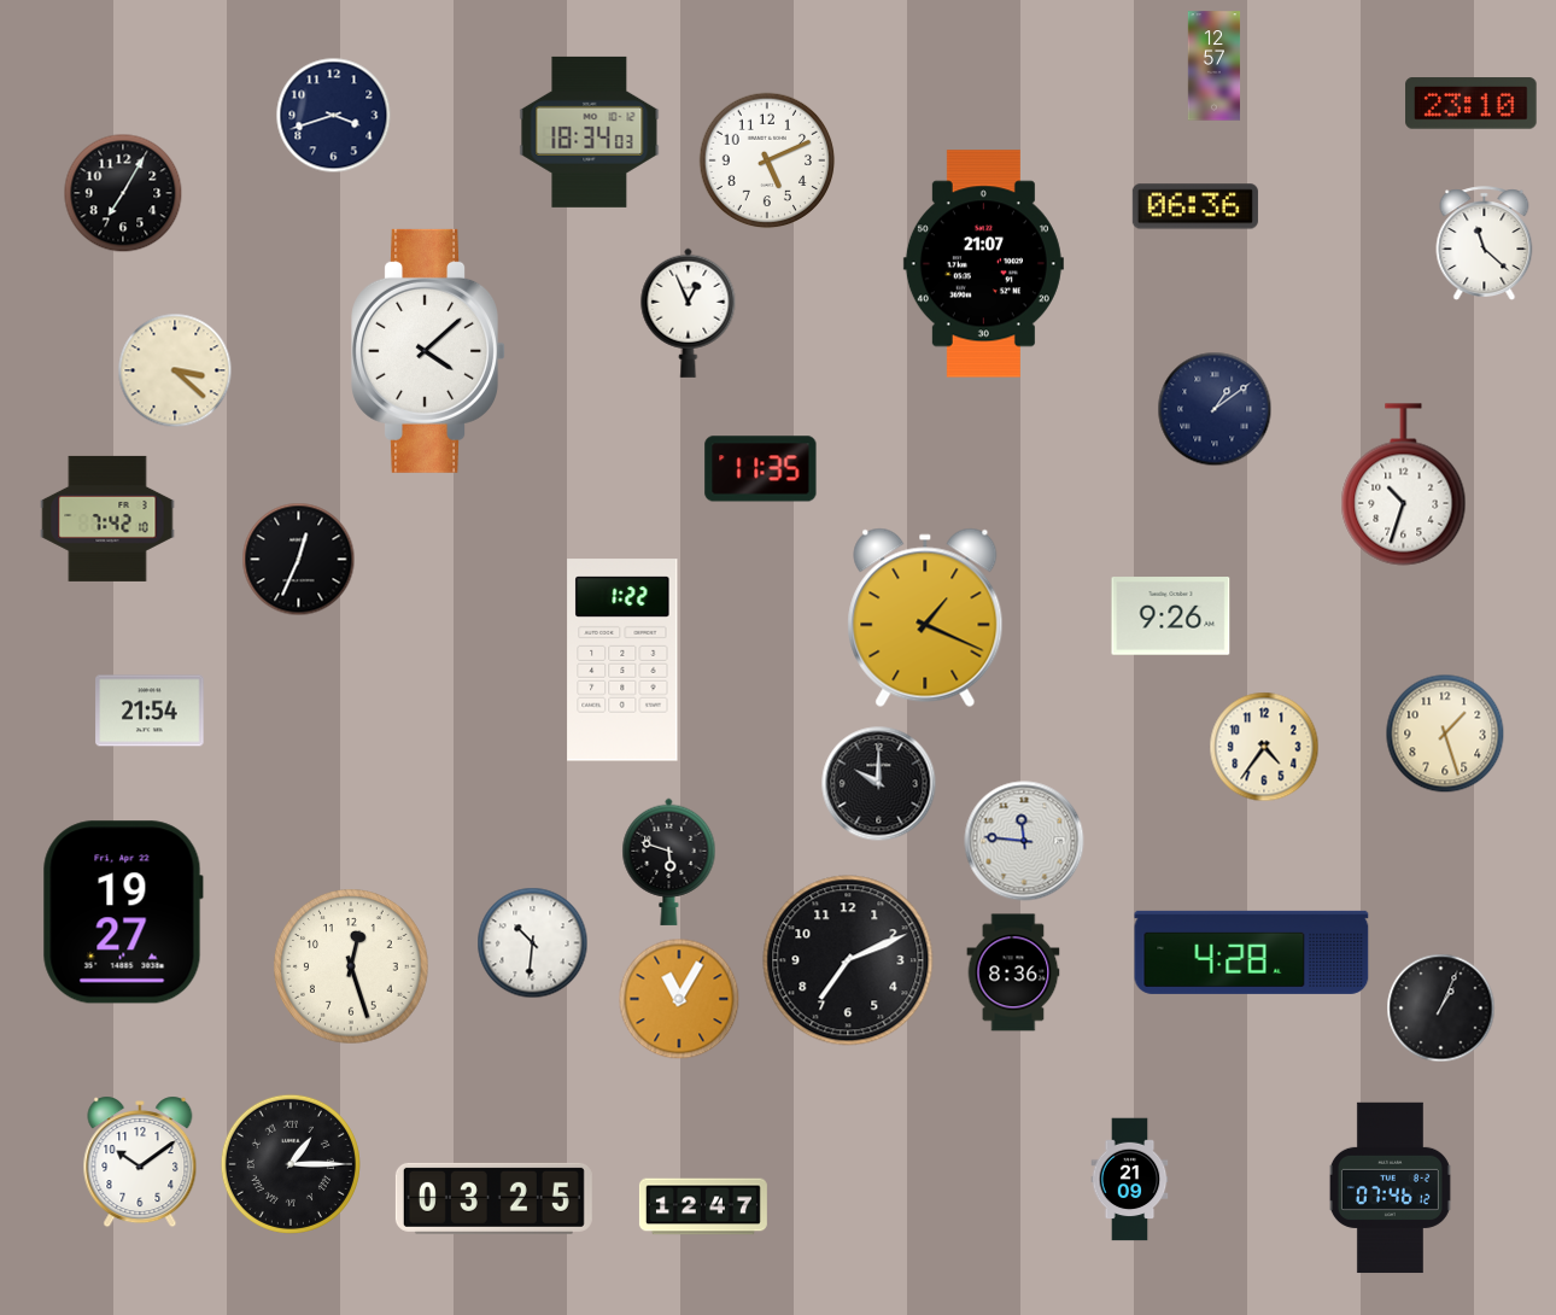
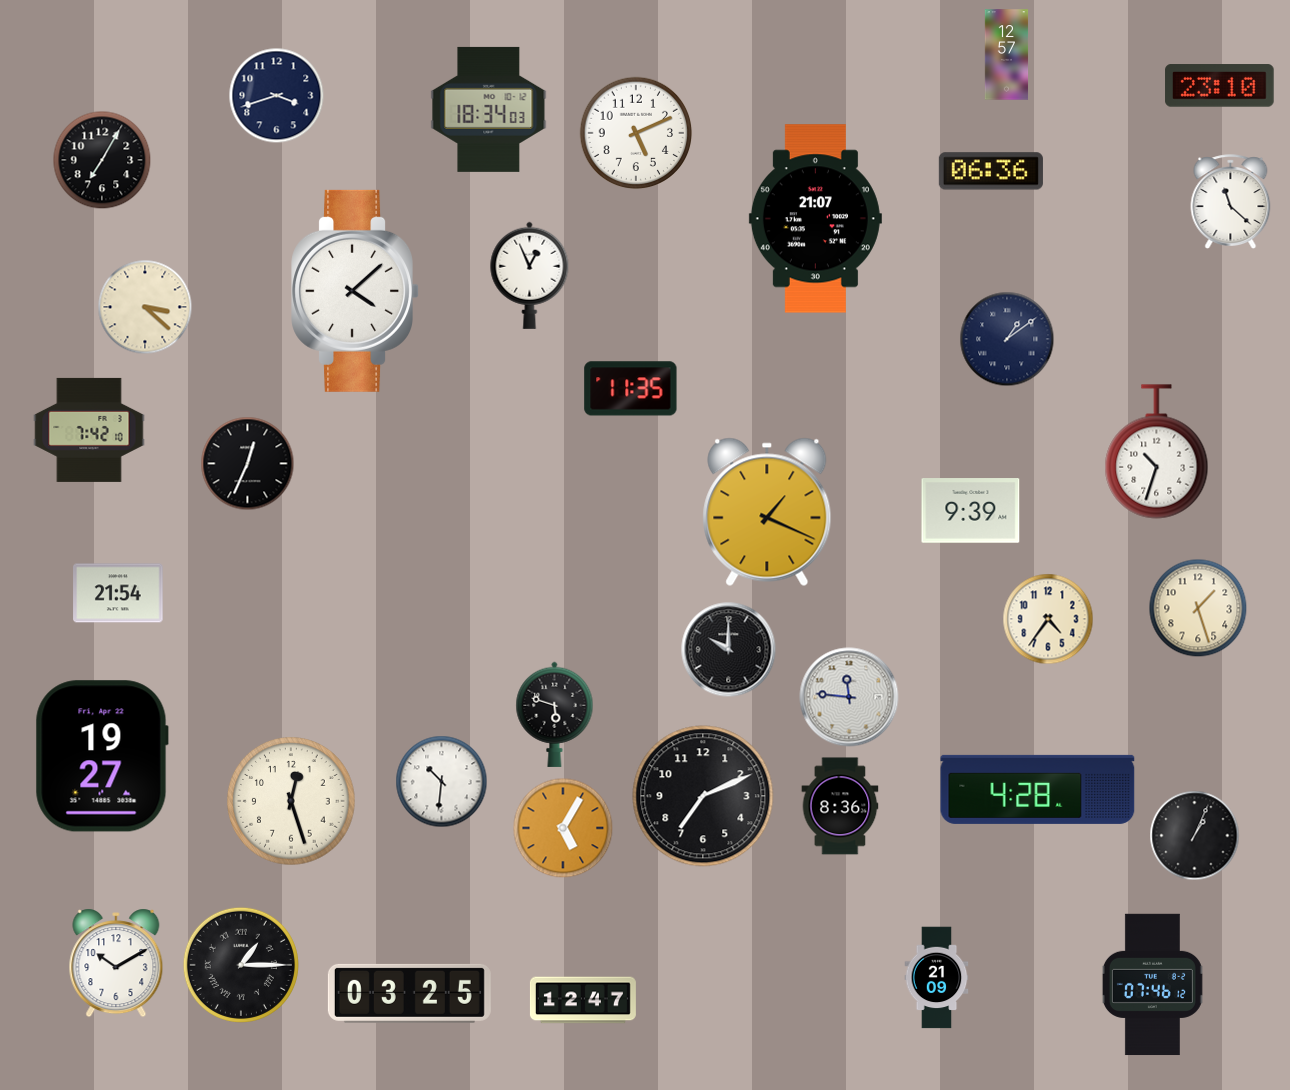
clock at (689, 312) position: (689, 312) -> (530, 275)
clock at (1404, 485) position: (1404, 485) -> (1157, 452)
clock at (1171, 616): 9:26 -> 9:39
clock at (622, 660): 1:22 -> none
clock at (150, 711) position: (150, 711) -> (118, 593)
clock at (679, 999): 11:05 -> 5:05
clock at (140, 1162): 10:09 -> 10:10
